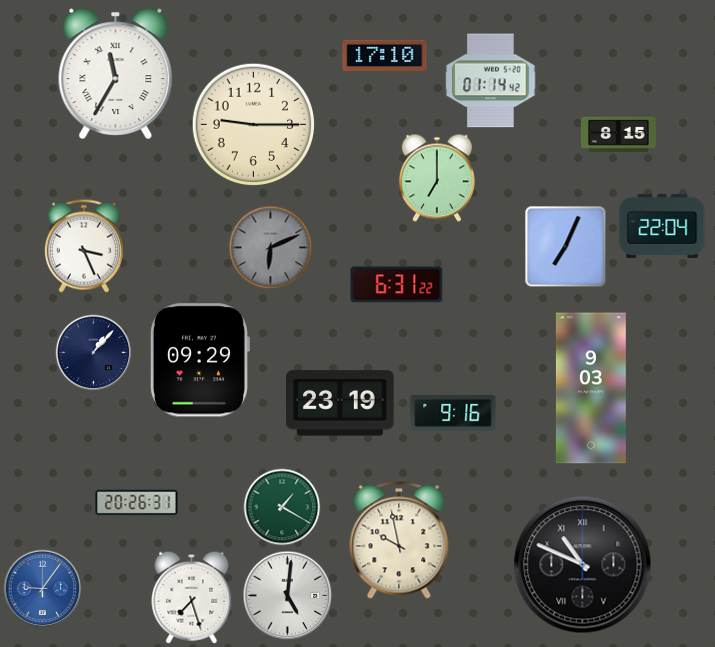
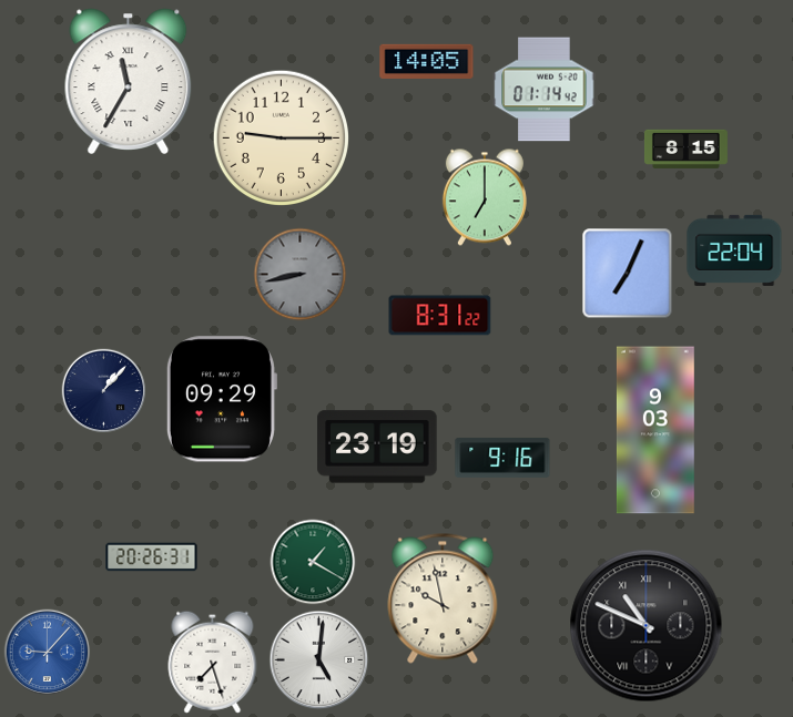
clock at (385, 55): 17:10 -> 14:05
clock at (84, 246): 3:26 -> none
clock at (271, 248): 6:11 -> 8:43
clock at (397, 285): 6:31 -> 8:31
clock at (43, 589): 9:06 -> 9:07
